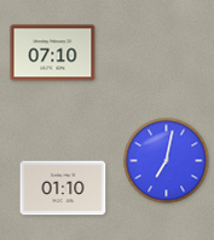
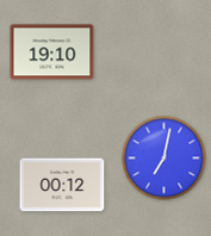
clock at (53, 53): 07:10 -> 19:10
clock at (63, 188): 01:10 -> 00:12
